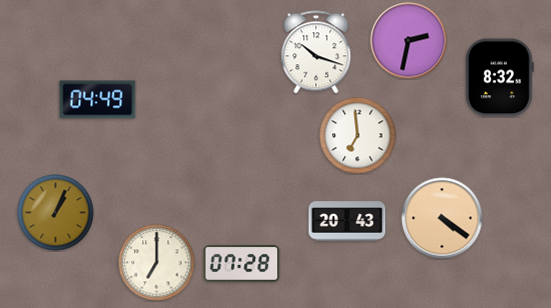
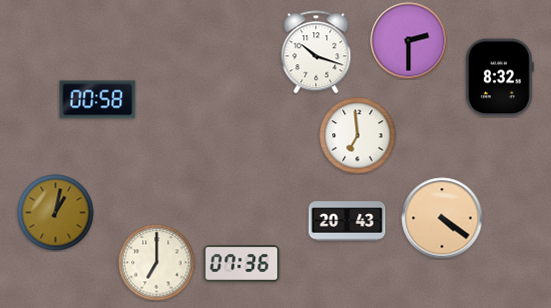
clock at (409, 41): 2:32 -> 2:30
clock at (98, 100): 04:49 -> 00:58
clock at (56, 213): 1:04 -> 1:02
clock at (242, 264): 07:28 -> 07:36
